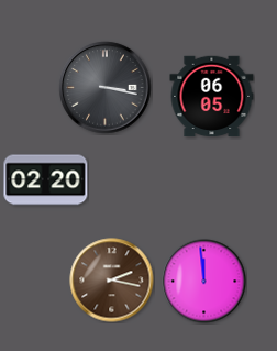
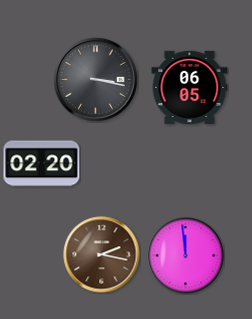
clock at (212, 97) position: (212, 97) -> (190, 88)
